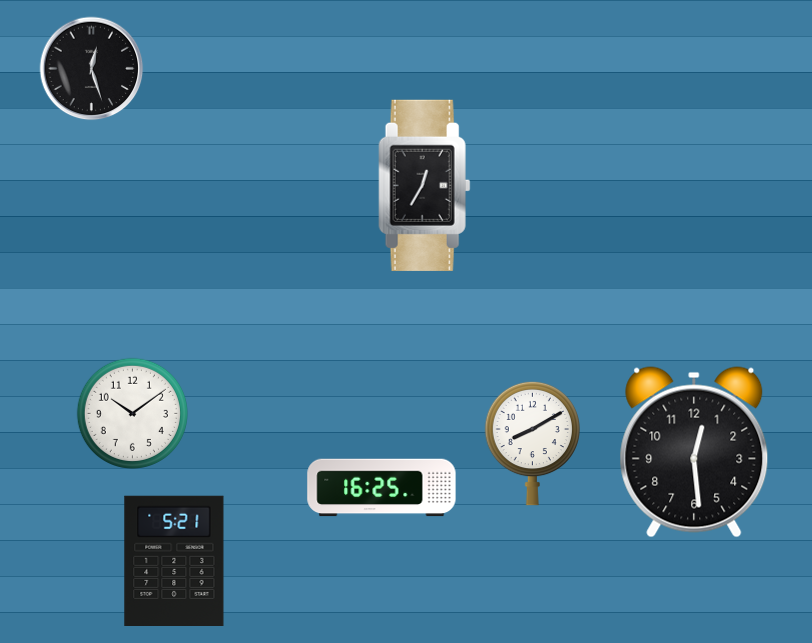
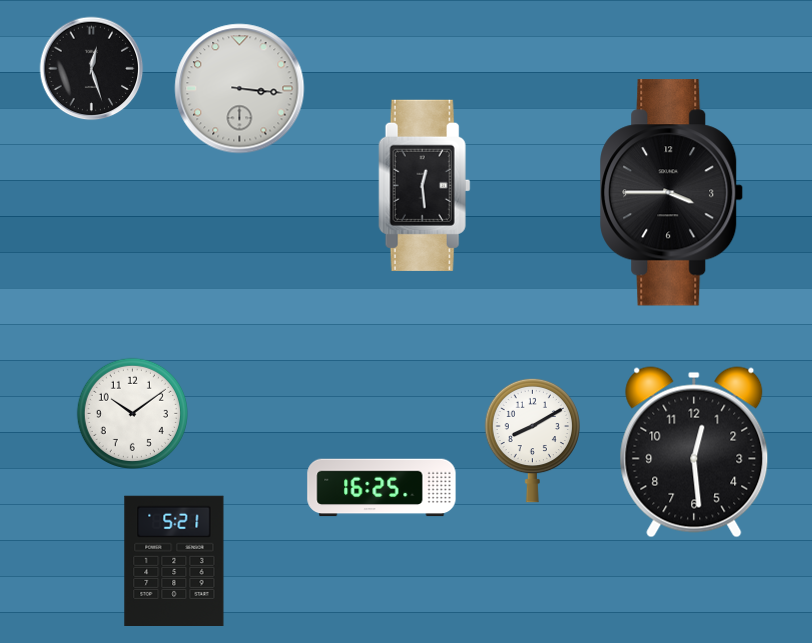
clock at (240, 89): none -> 3:16
clock at (425, 185): 12:35 -> 12:29
clock at (672, 193): none -> 3:45
clock at (532, 443) position: (532, 443) -> (532, 440)
